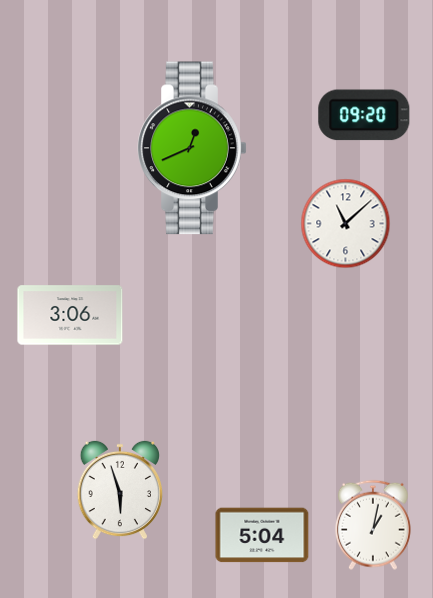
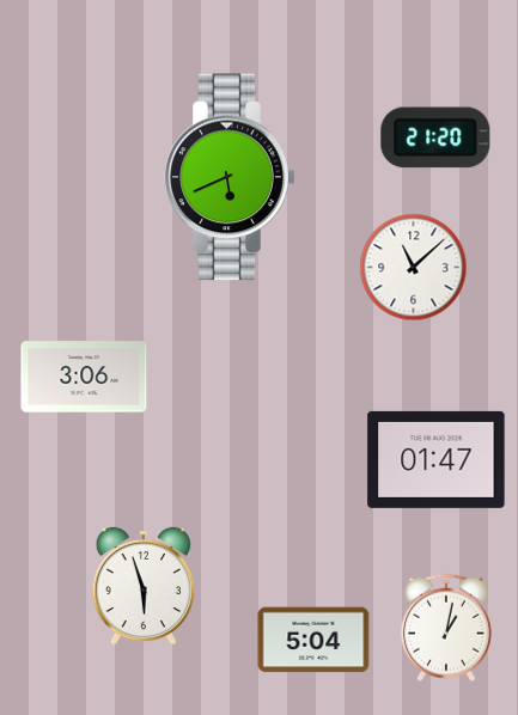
clock at (364, 115): 09:20 -> 21:20
clock at (192, 148): 12:41 -> 5:41
clock at (437, 459): none -> 01:47
